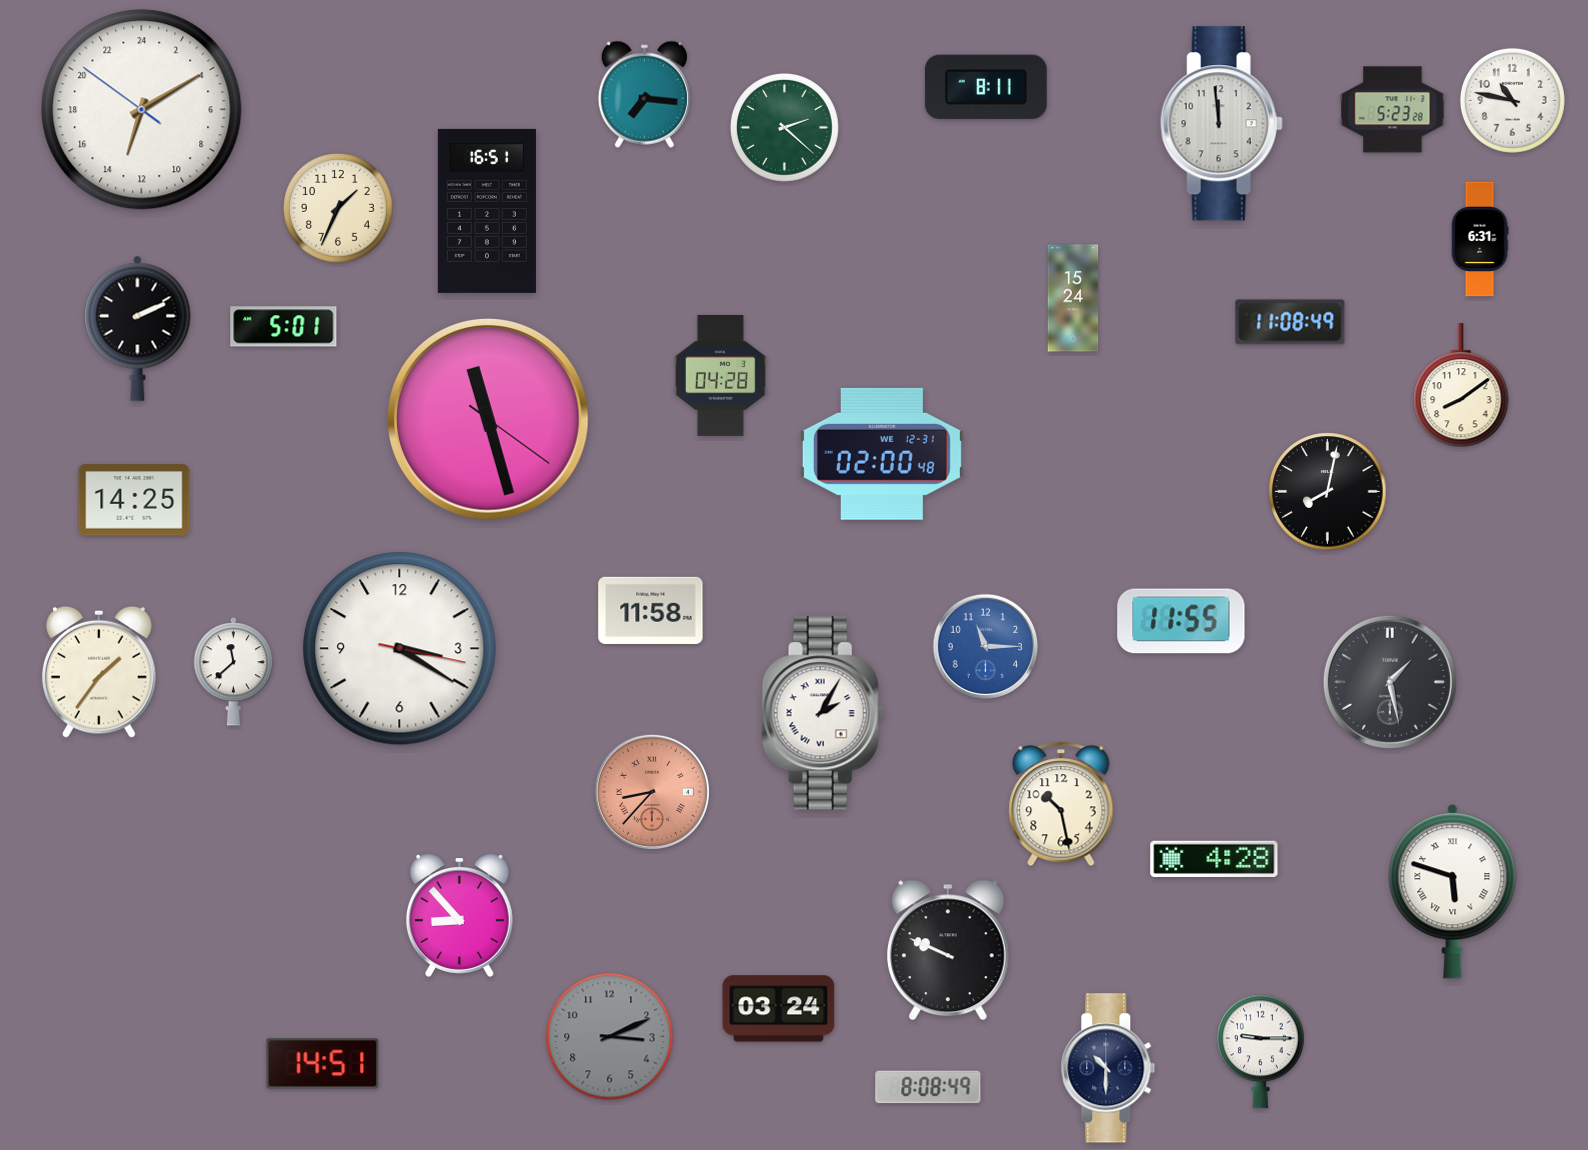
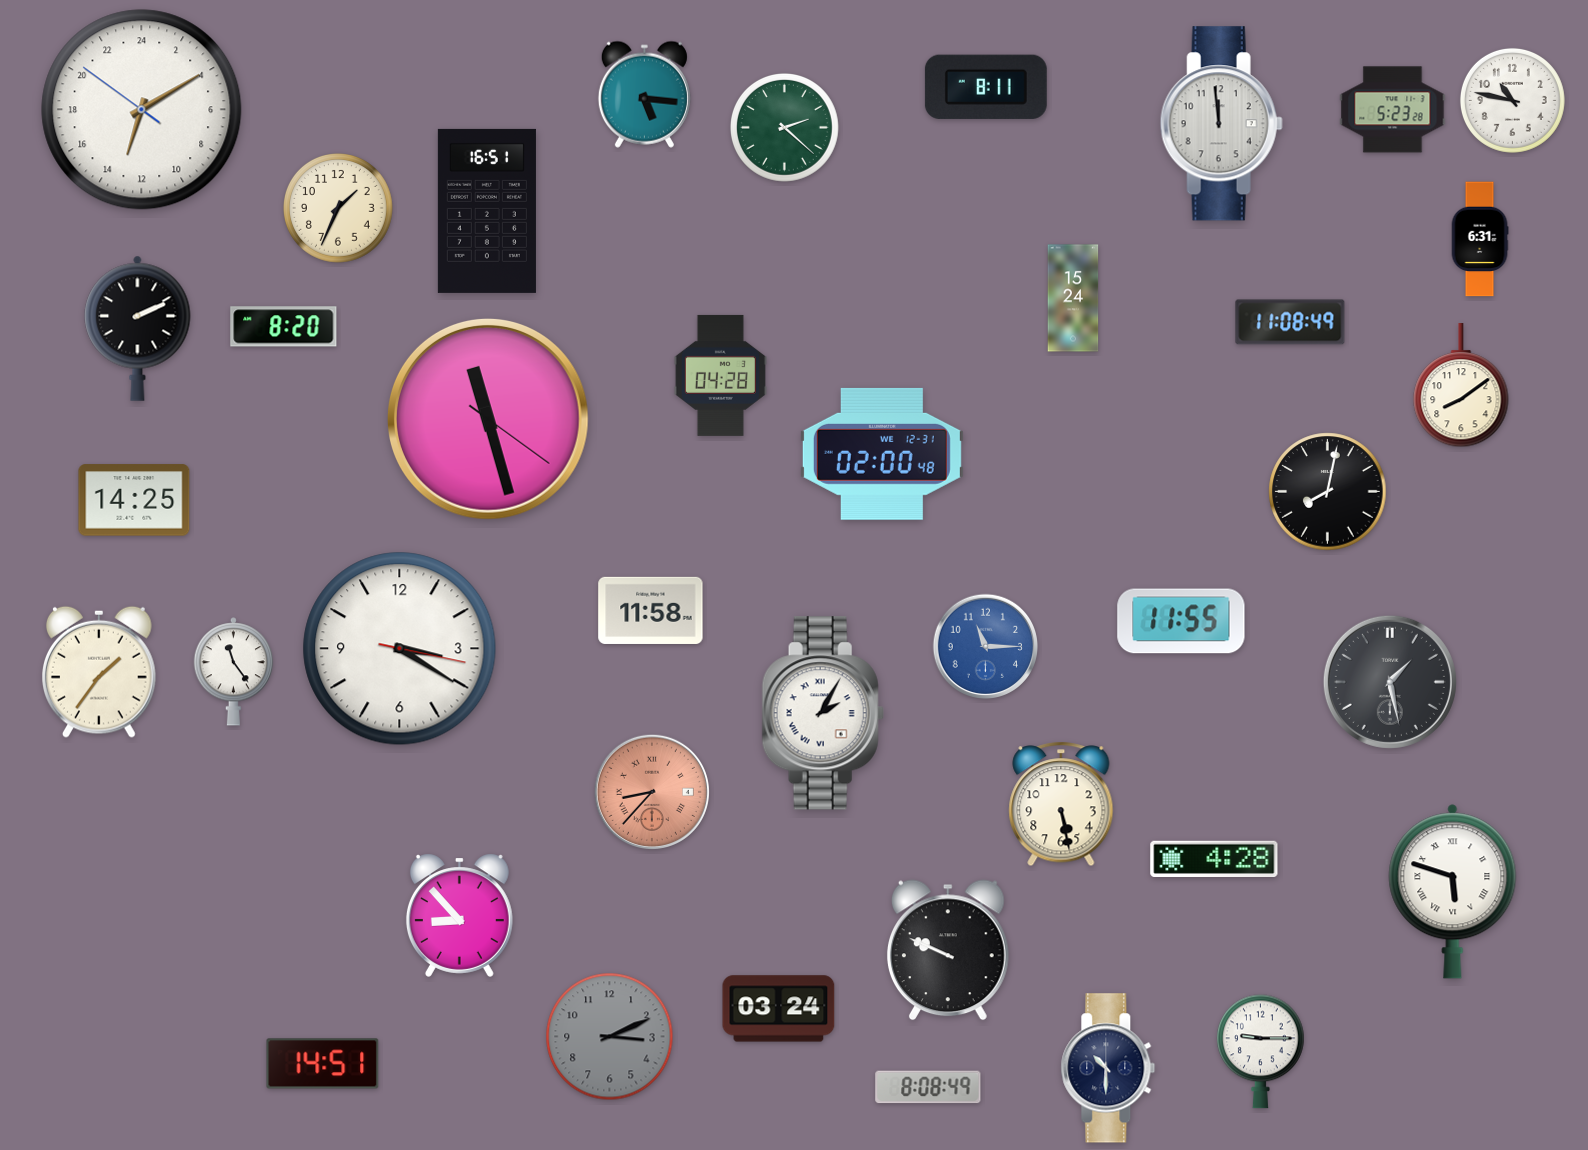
clock at (644, 94): 7:16 -> 5:16
clock at (284, 327): 5:01 -> 8:20
clock at (234, 672): 11:38 -> 11:24
clock at (1061, 804): 10:28 -> 5:28
